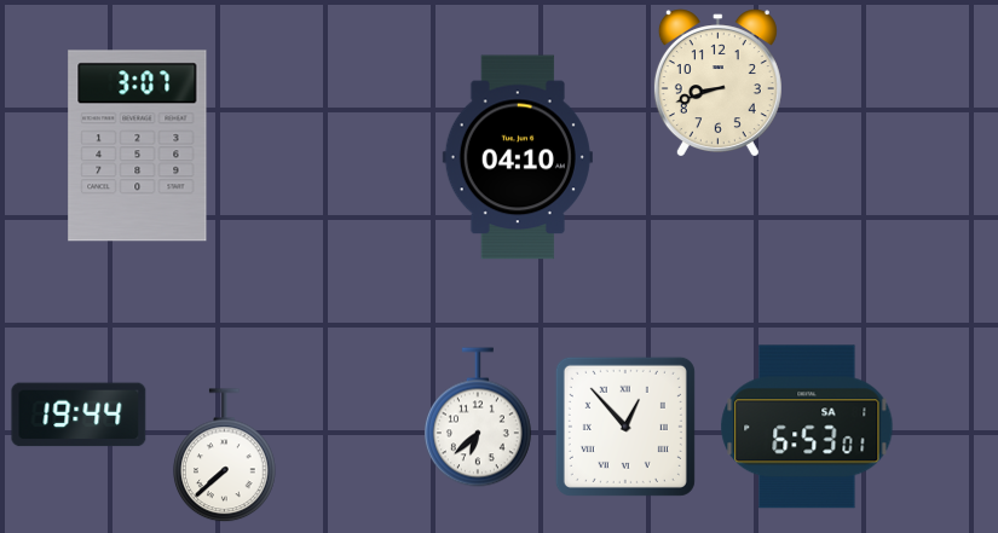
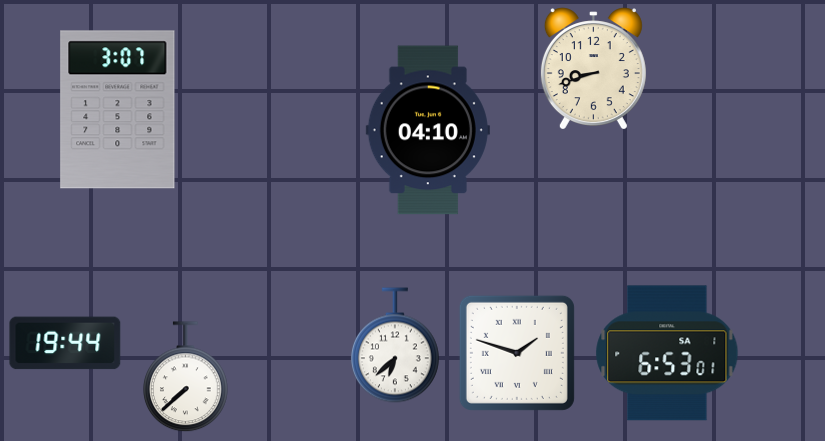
clock at (138, 146) position: (138, 146) -> (118, 110)
clock at (625, 427): 12:53 -> 1:48
